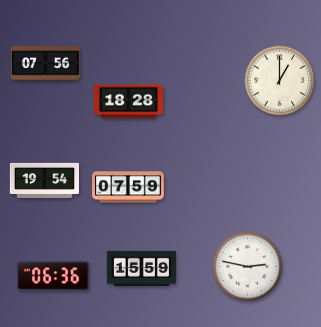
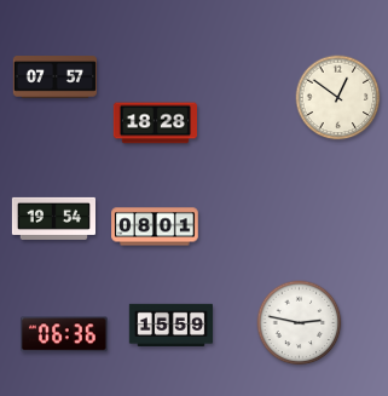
clock at (45, 64): 07:56 -> 07:57
clock at (280, 81): 1:00 -> 12:51
clock at (128, 187): 07:59 -> 08:01
